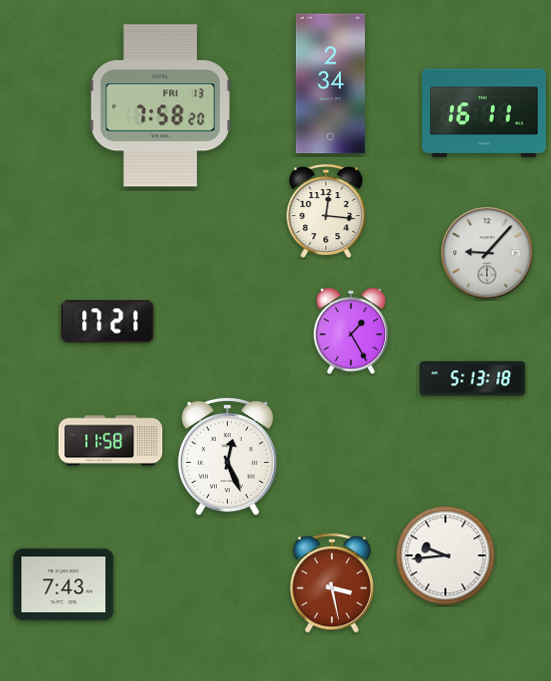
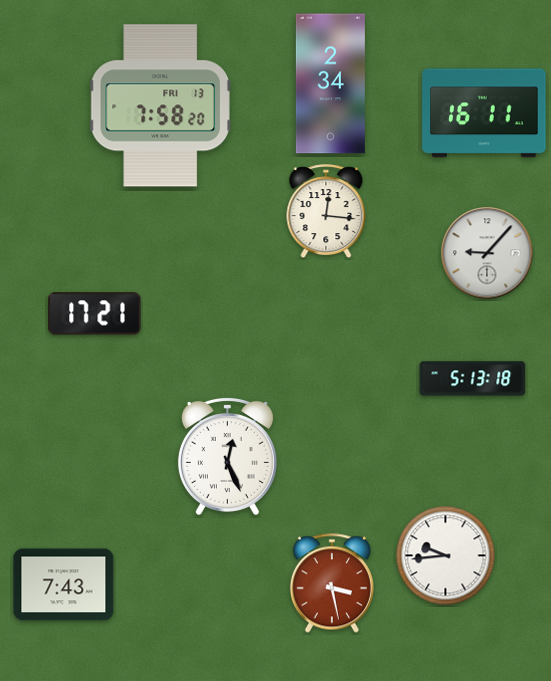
clock at (108, 322) position: (108, 322) -> (95, 314)
clock at (351, 331): 1:25 -> none
clock at (111, 441): 11:58 -> none
